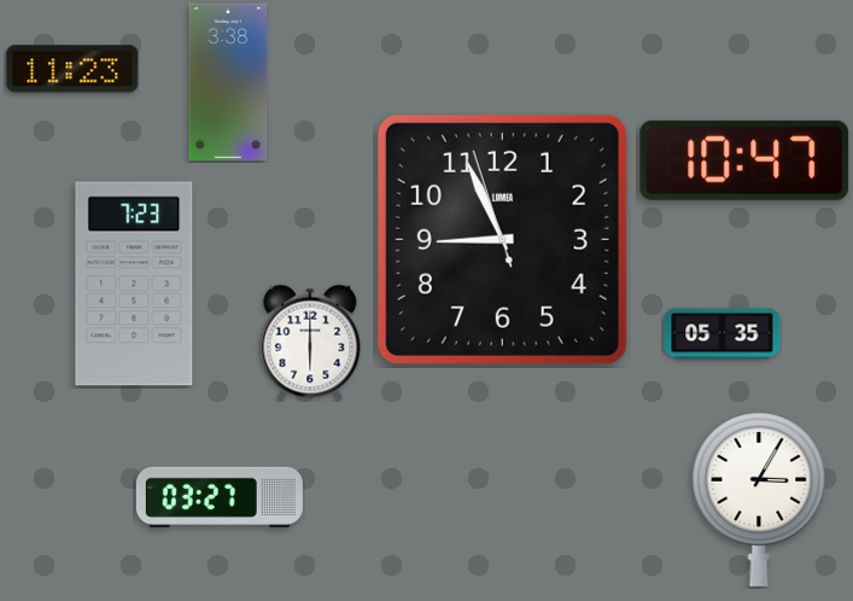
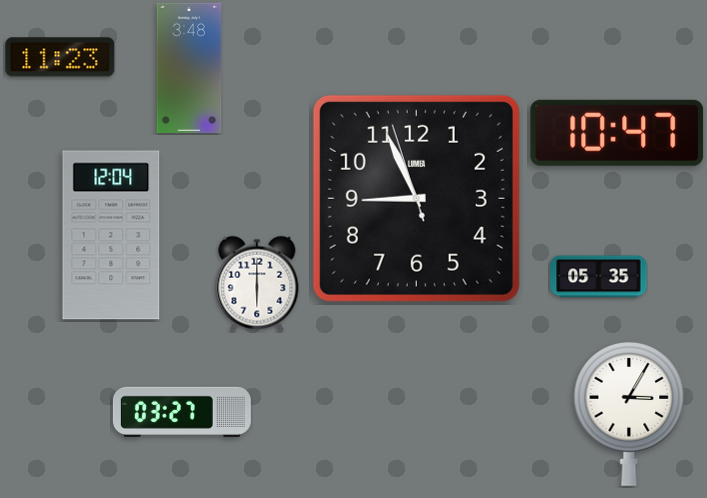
clock at (228, 81): 3:38 -> 3:48
clock at (134, 284): 7:23 -> 12:04
